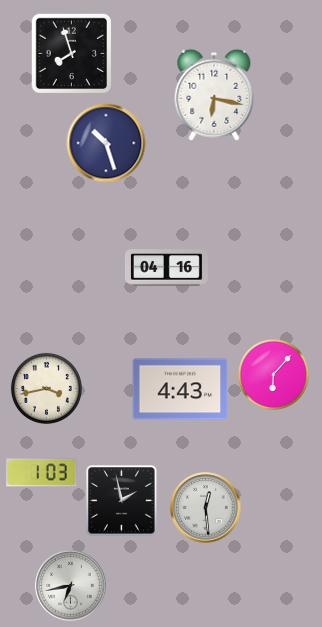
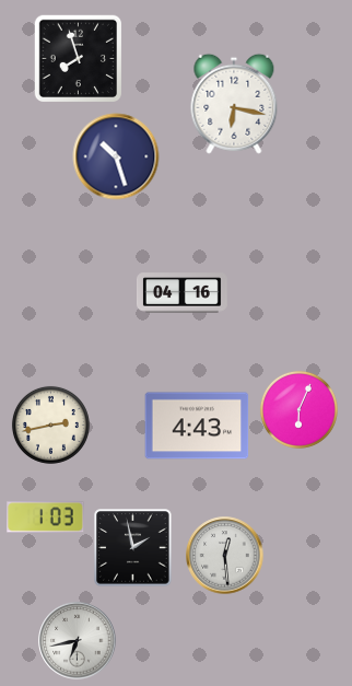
clock at (273, 374): 6:07 -> 6:04
clock at (46, 388): 3:43 -> 2:43
